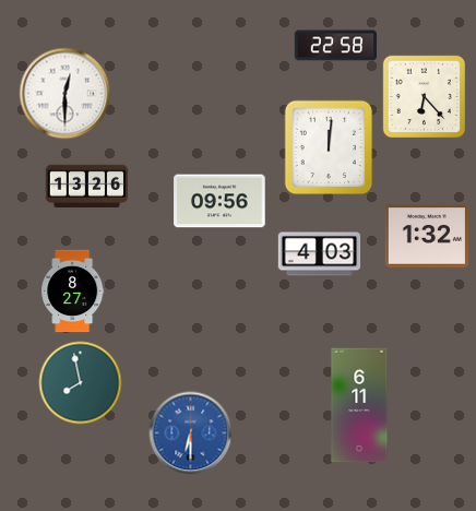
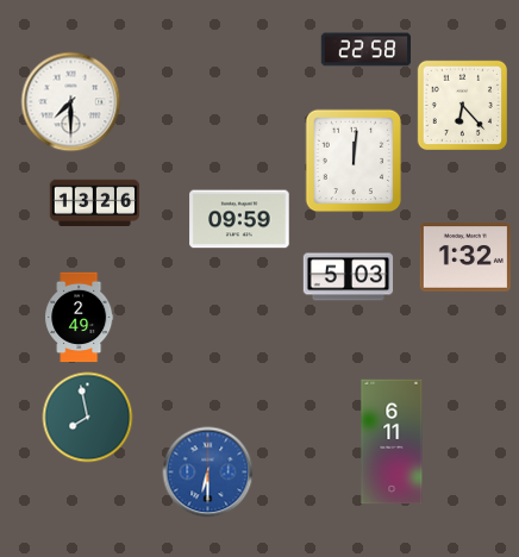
clock at (66, 94): 12:30 -> 7:30
clock at (329, 147) position: (329, 147) -> (354, 161)
clock at (219, 201): 09:56 -> 09:59
clock at (320, 254): 4:03 -> 5:03
clock at (73, 292): 8:27 -> 2:49
